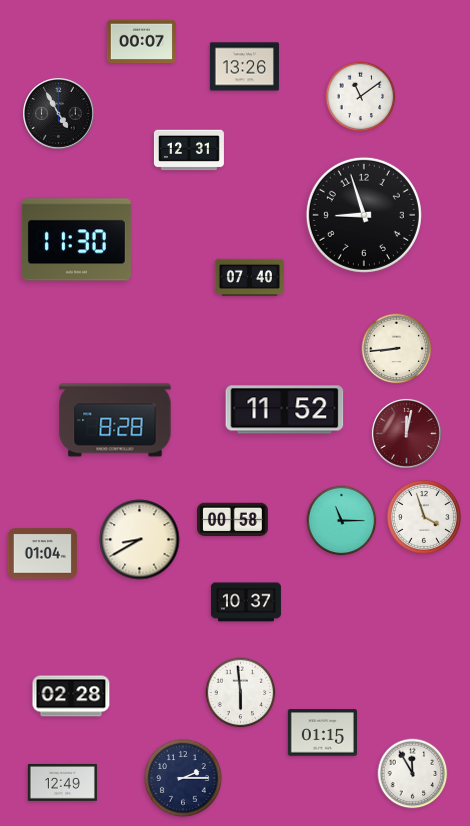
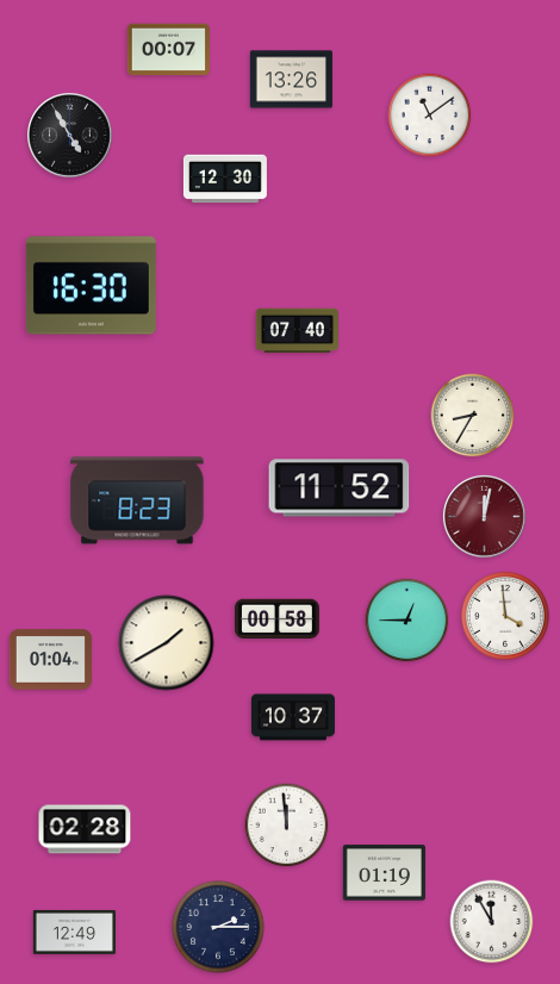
clock at (189, 150): 12:31 -> 12:30
clock at (364, 215): 8:57 -> none
clock at (76, 240): 11:30 -> 16:30
clock at (397, 349): 8:44 -> 8:35
clock at (115, 420): 8:28 -> 8:23
clock at (424, 517): 3:57 -> 3:59
clock at (342, 521): 11:15 -> 12:45
clock at (140, 540): 8:40 -> 1:40
clock at (241, 693): 5:59 -> 11:59
clock at (322, 733): 01:15 -> 01:19
